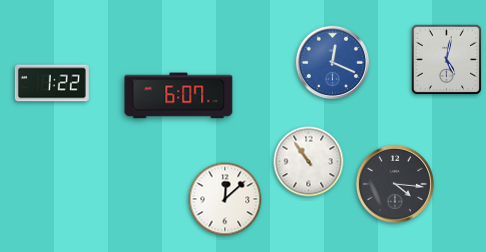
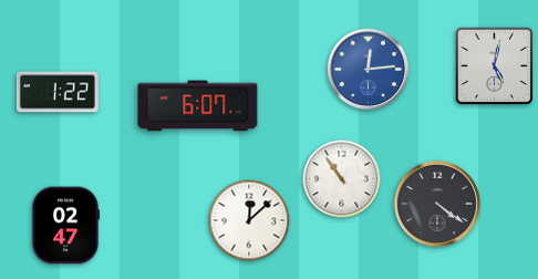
clock at (333, 63): 12:19 -> 12:14
clock at (395, 184): 4:16 -> 4:21
clock at (64, 226): none -> 02:47
